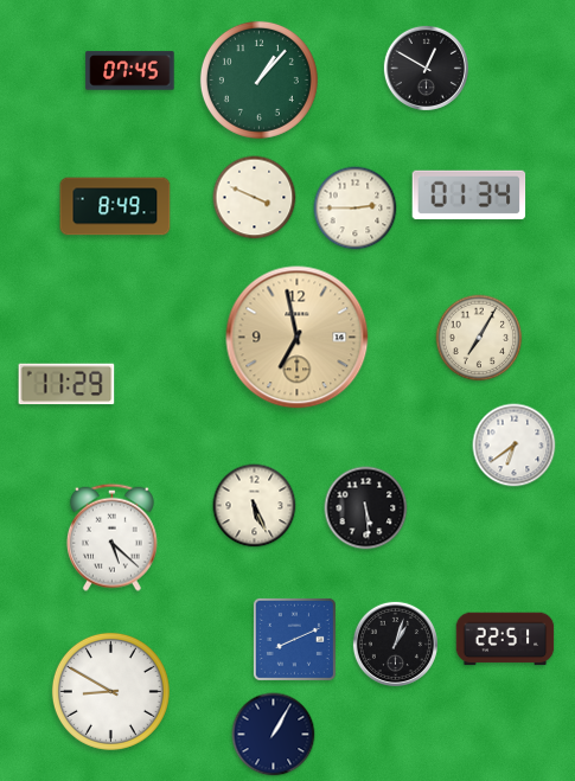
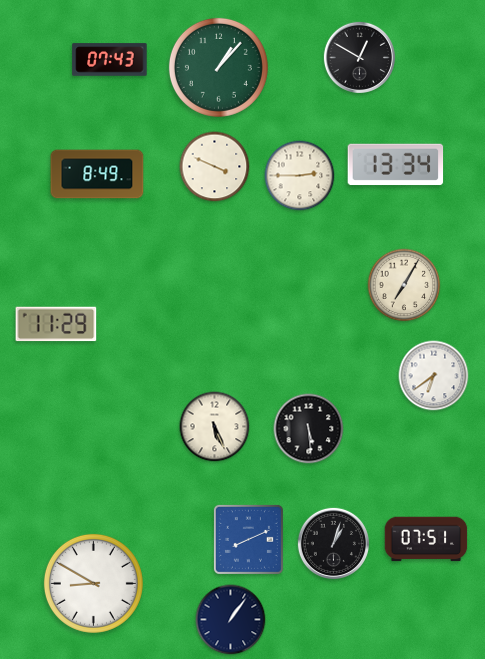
clock at (130, 71): 07:45 -> 07:43
clock at (469, 196): 01:34 -> 13:34
clock at (298, 338): 6:58 -> none
clock at (111, 537): 5:22 -> none
clock at (505, 639): 22:51 -> 07:51
clock at (274, 735): 1:05 -> 1:06
